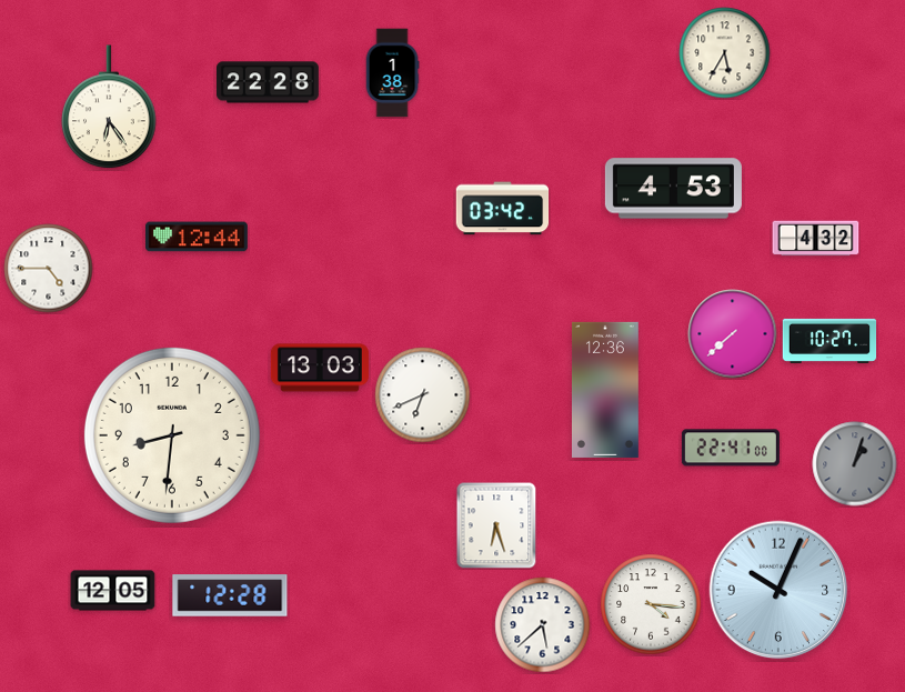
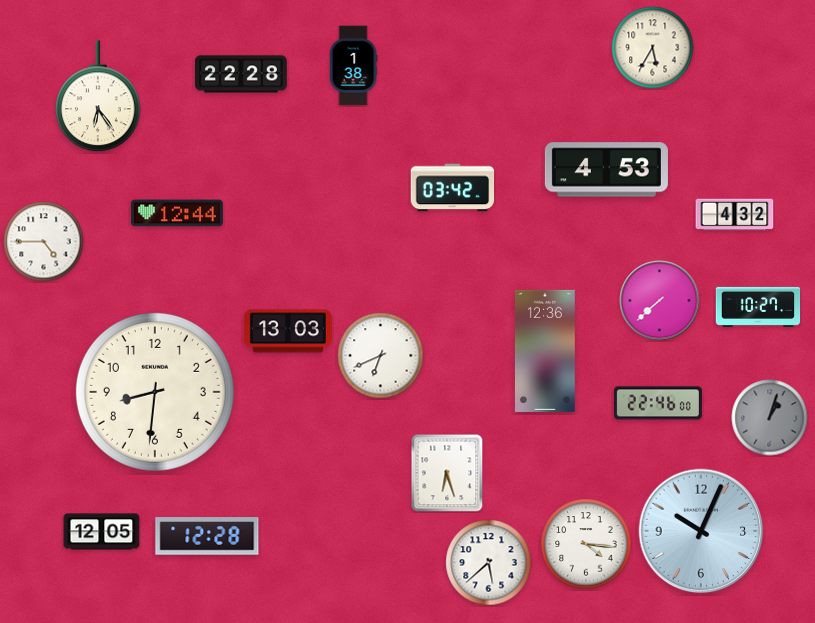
clock at (829, 341) position: (829, 341) -> (758, 307)
clock at (731, 448): 22:41 -> 22:46
